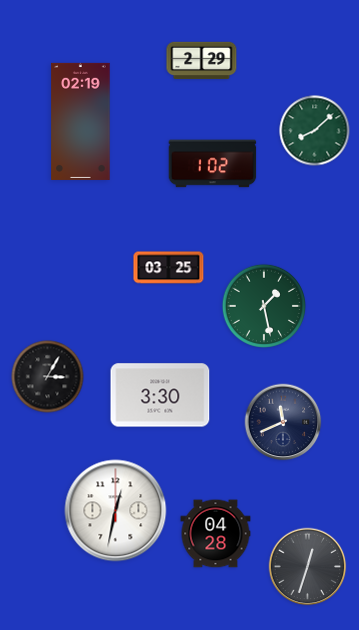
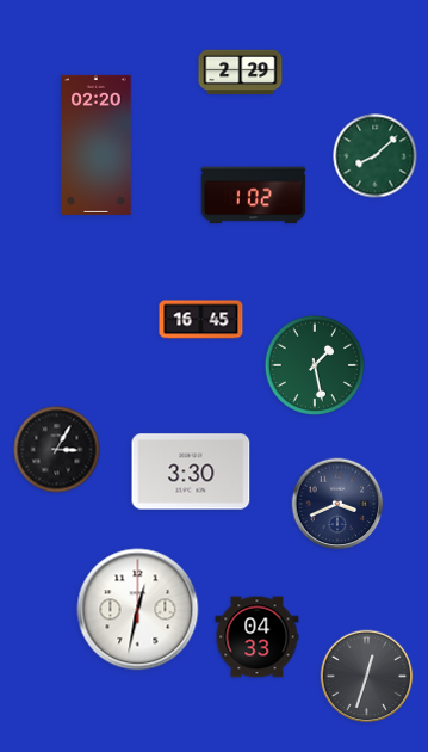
clock at (81, 121): 02:19 -> 02:20
clock at (169, 268): 03:25 -> 16:45
clock at (283, 422): 11:41 -> 3:41
clock at (216, 534): 04:28 -> 04:33
